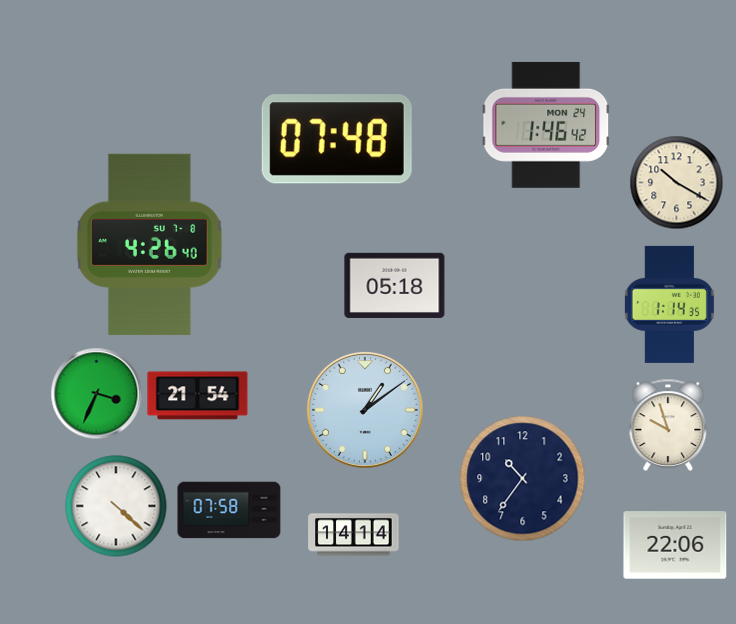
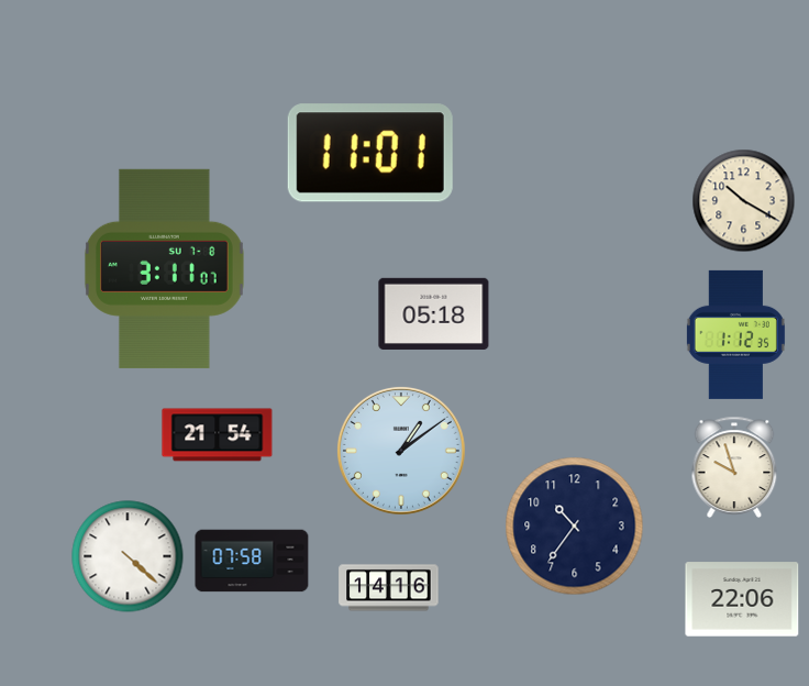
clock at (546, 125): 1:46 -> none
clock at (337, 139): 07:48 -> 11:01
clock at (150, 244): 4:26 -> 3:11
clock at (669, 304): 1:14 -> 1:12
clock at (97, 394): 3:34 -> none
clock at (354, 535): 14:14 -> 14:16
